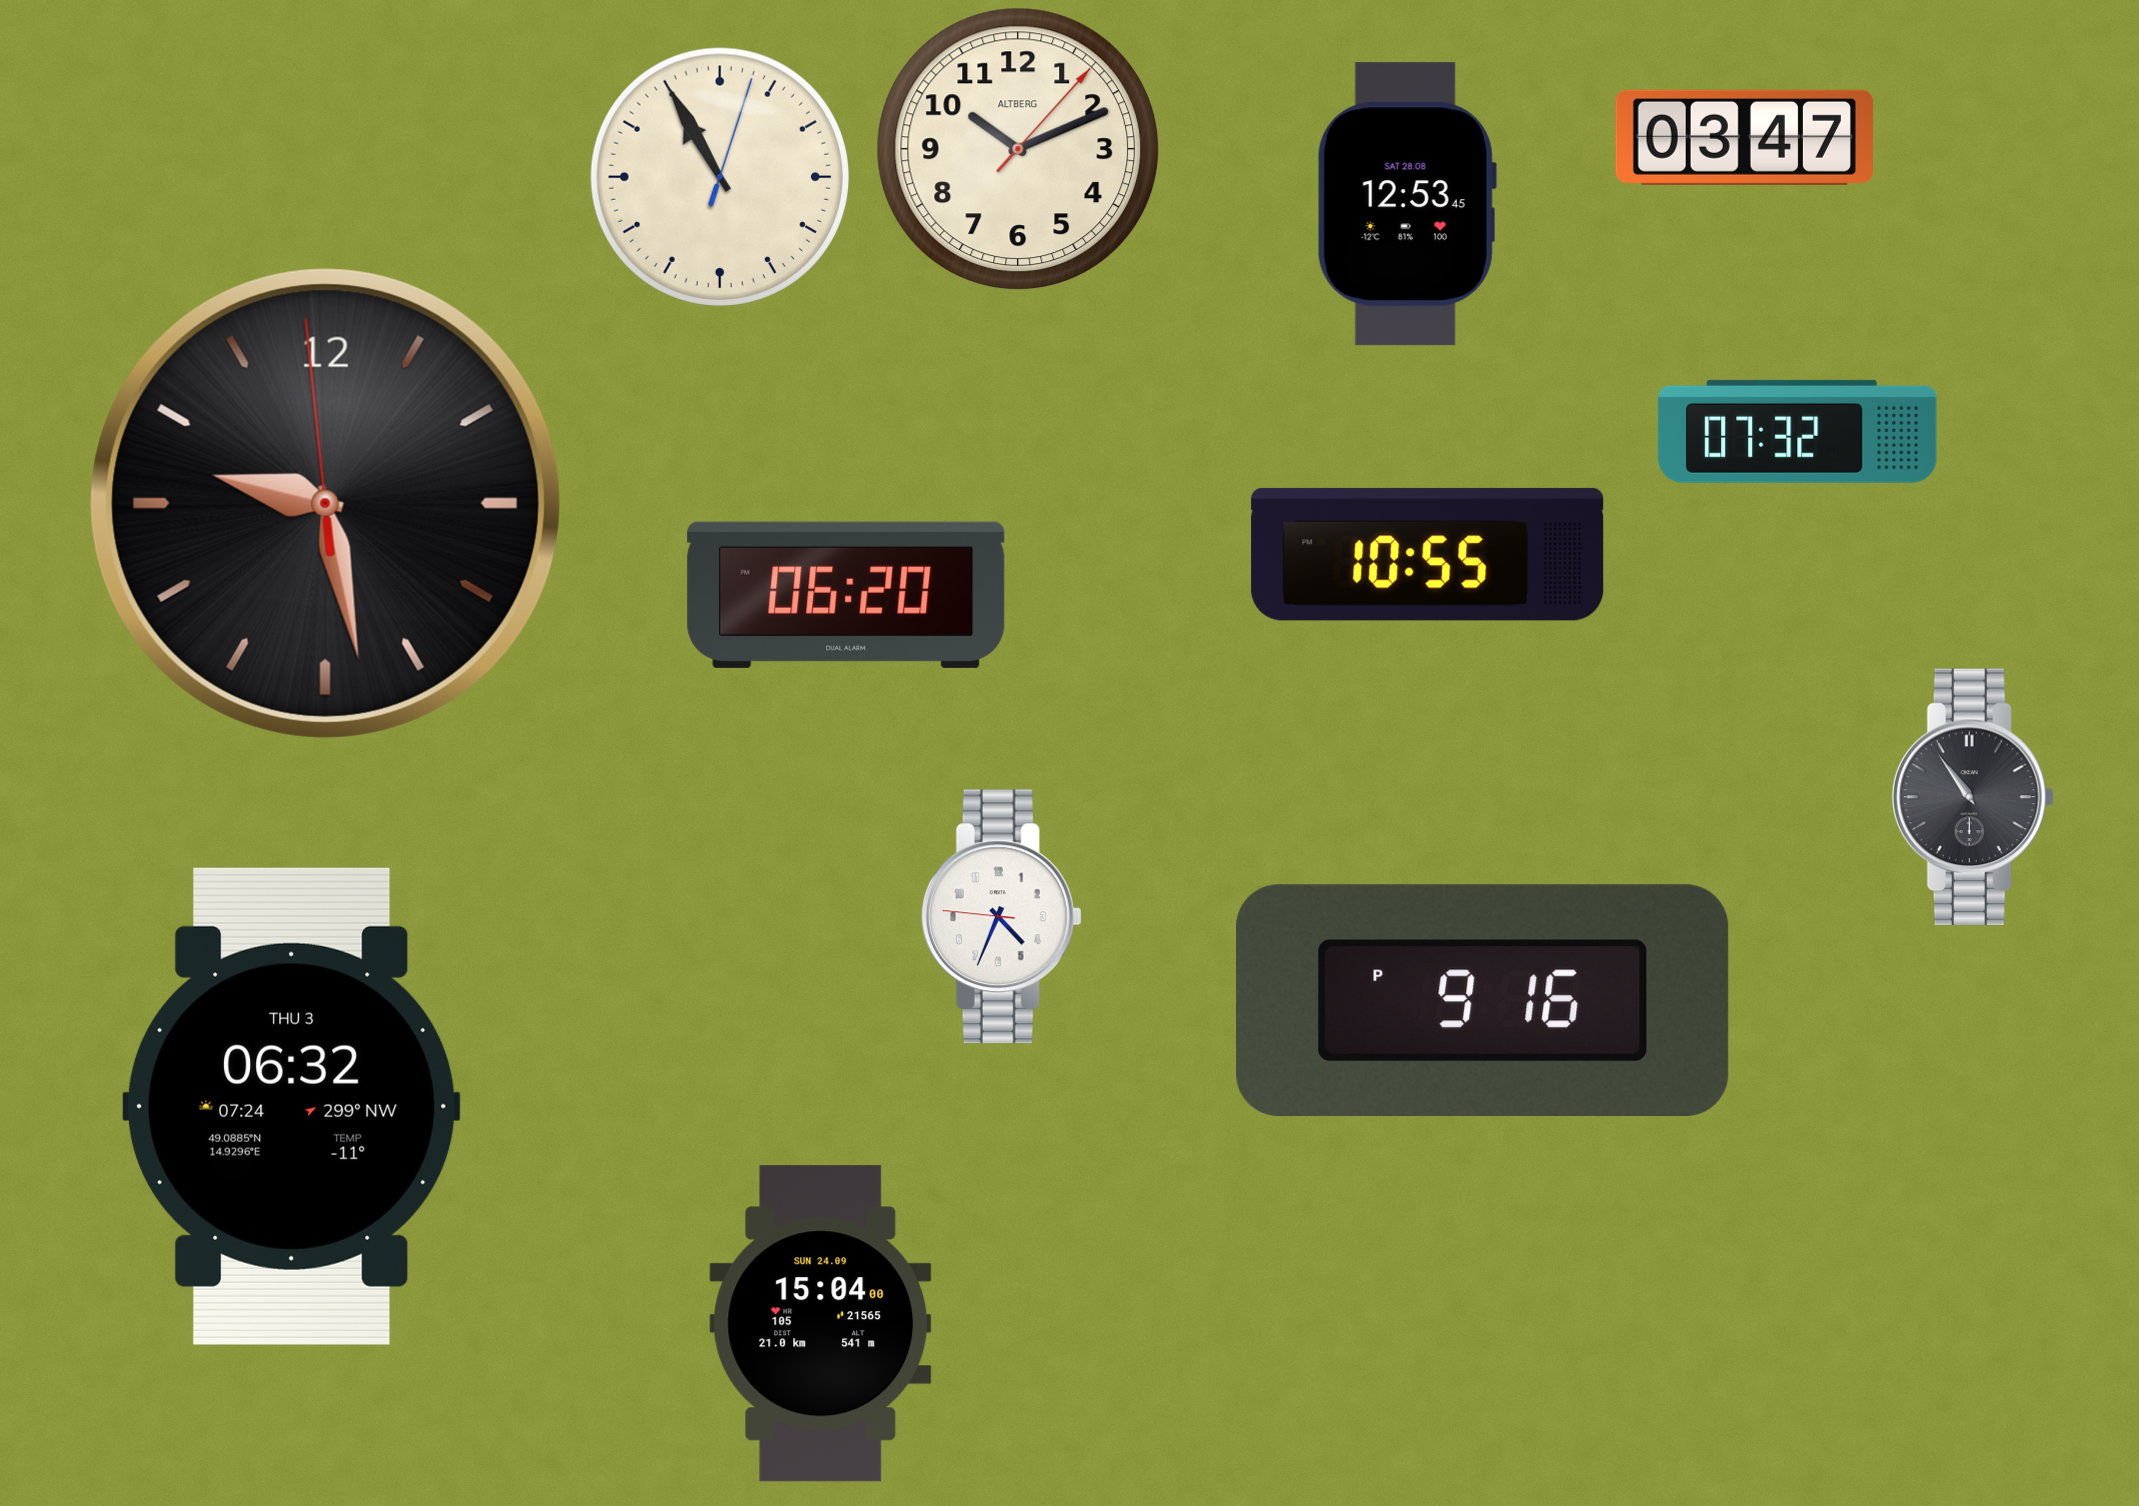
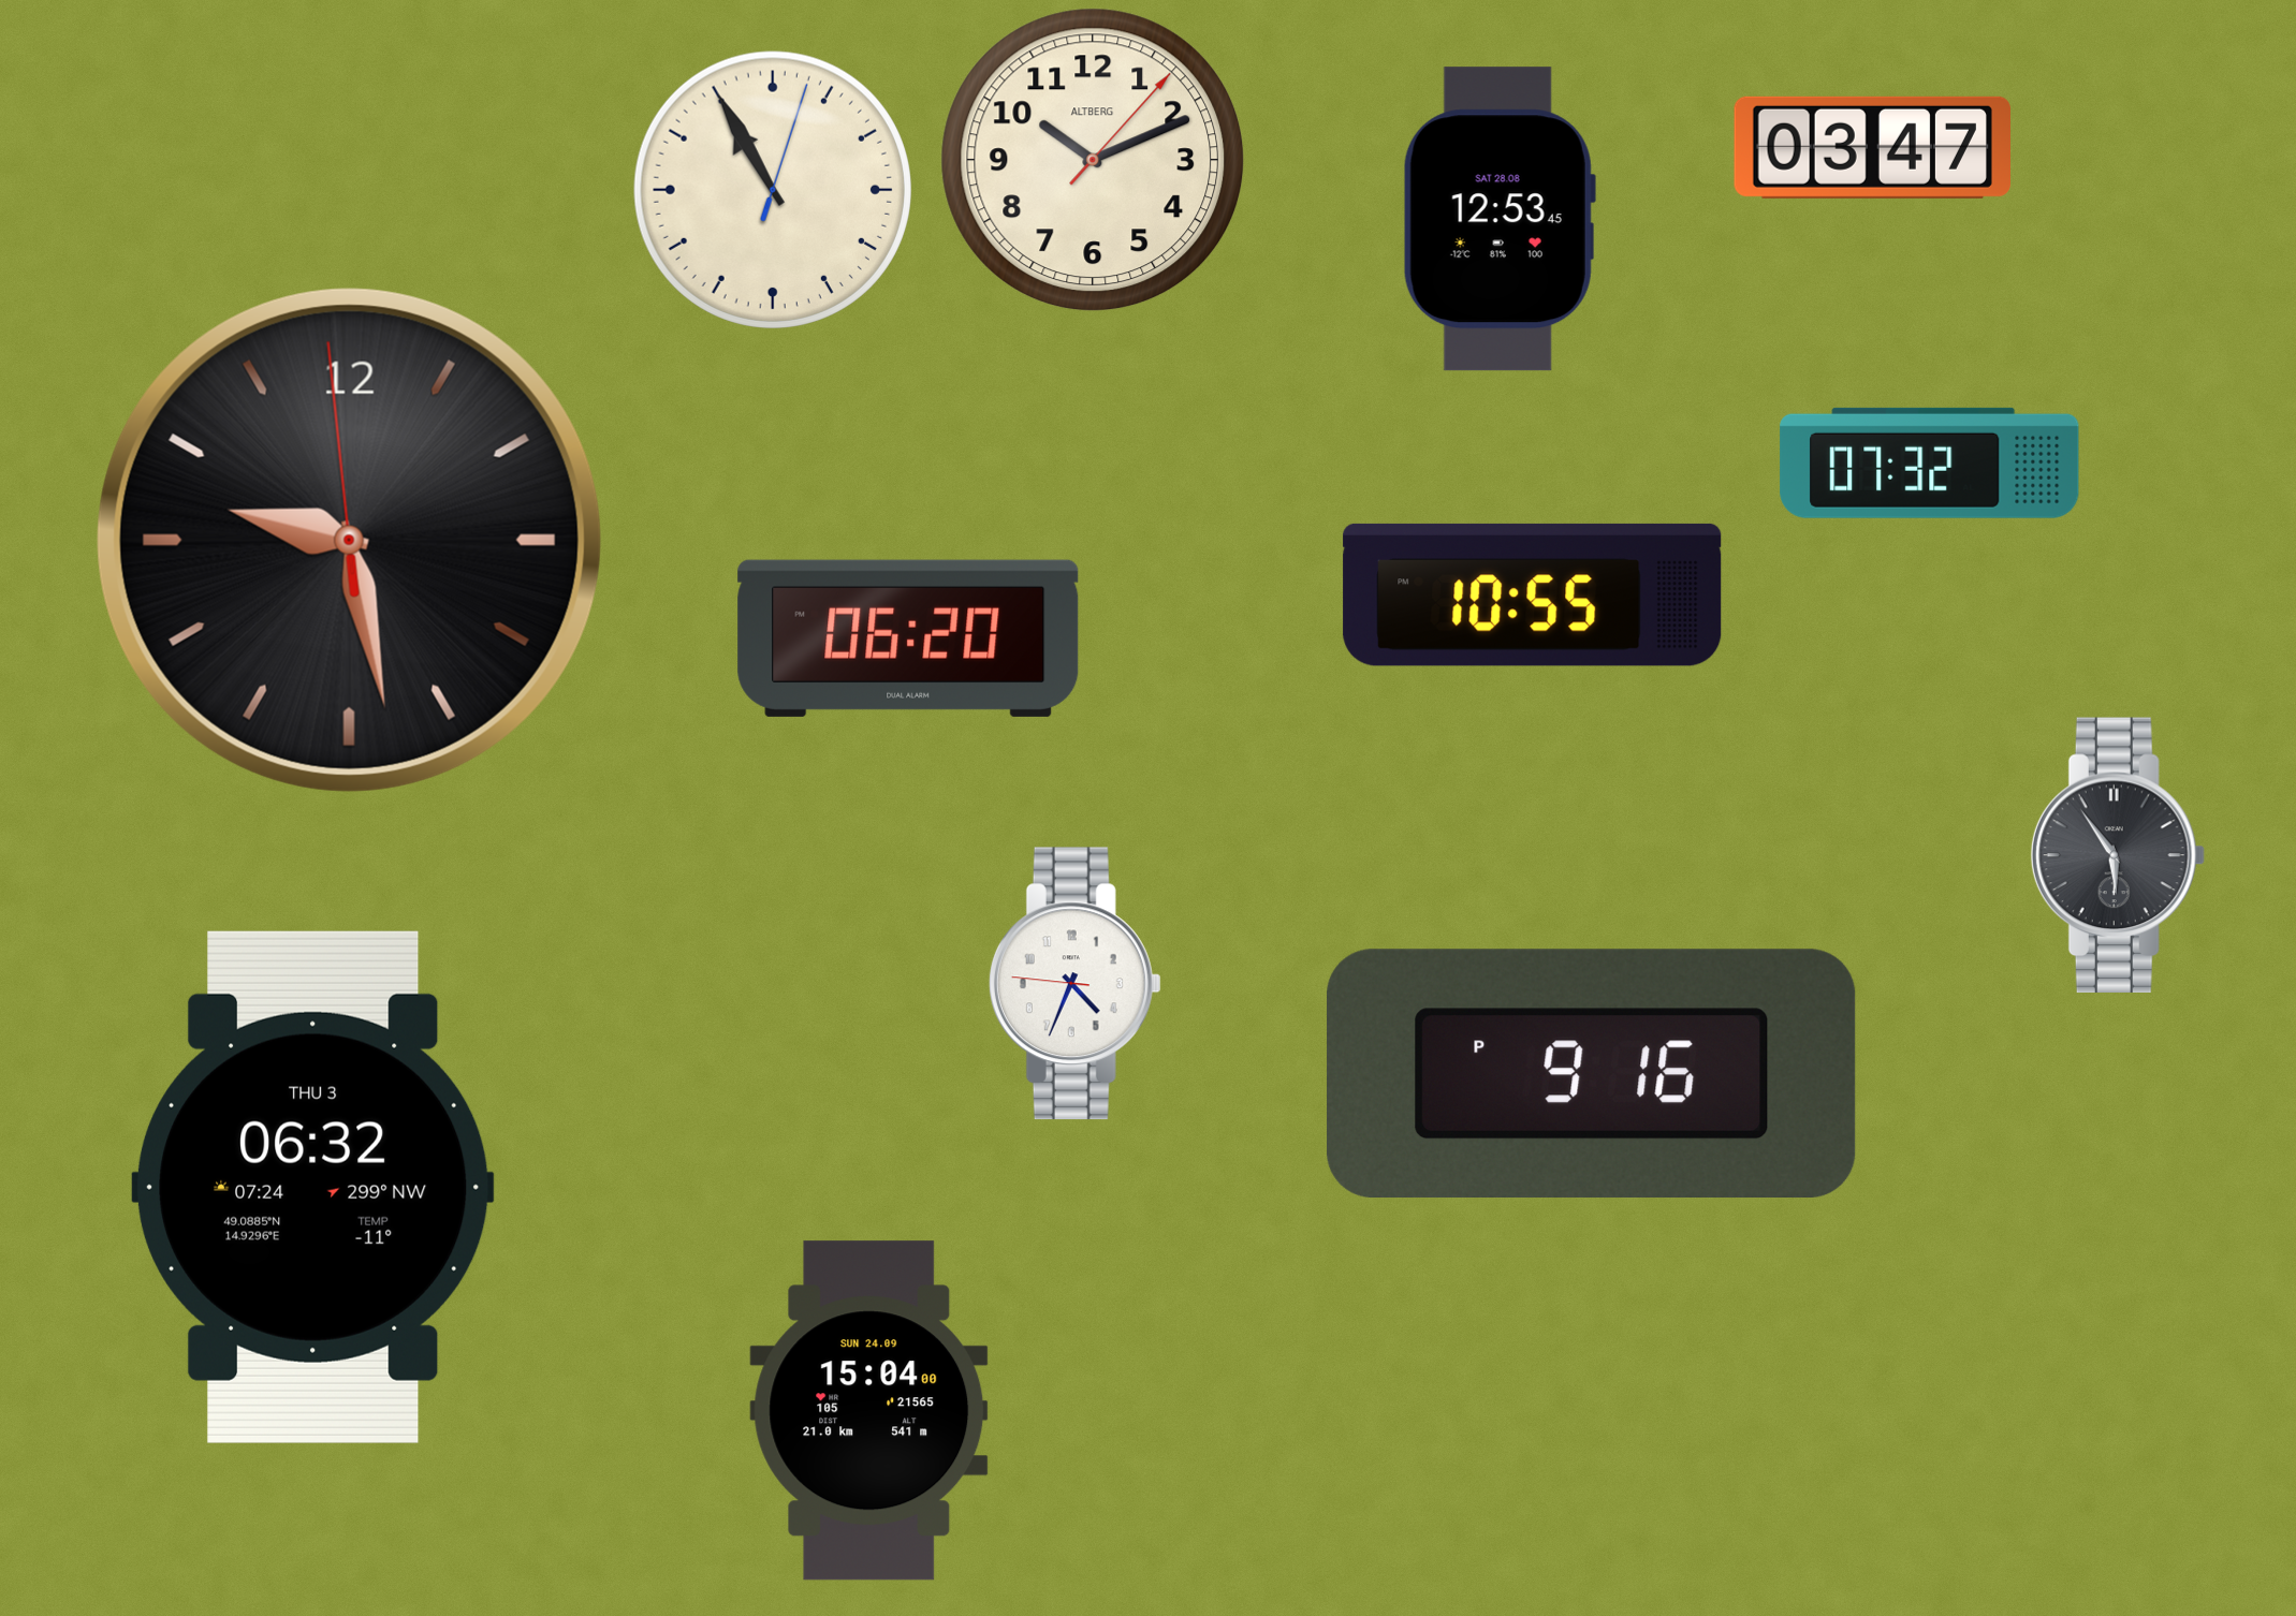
clock at (1407, 204) position: (1407, 204) -> (1500, 219)
clock at (1973, 796): 10:54 -> 5:54
clock at (821, 1324) position: (821, 1324) -> (869, 1411)
